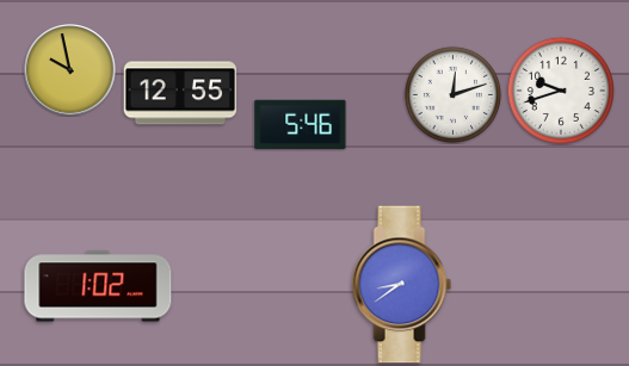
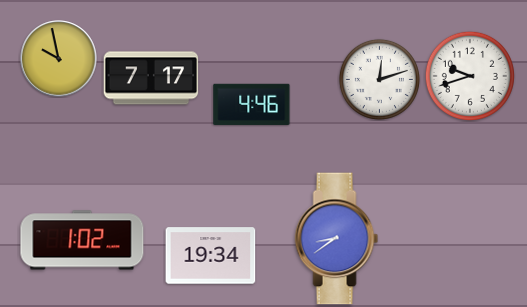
clock at (180, 93): 12:55 -> 7:17
clock at (301, 124): 5:46 -> 4:46
clock at (211, 256): none -> 19:34
